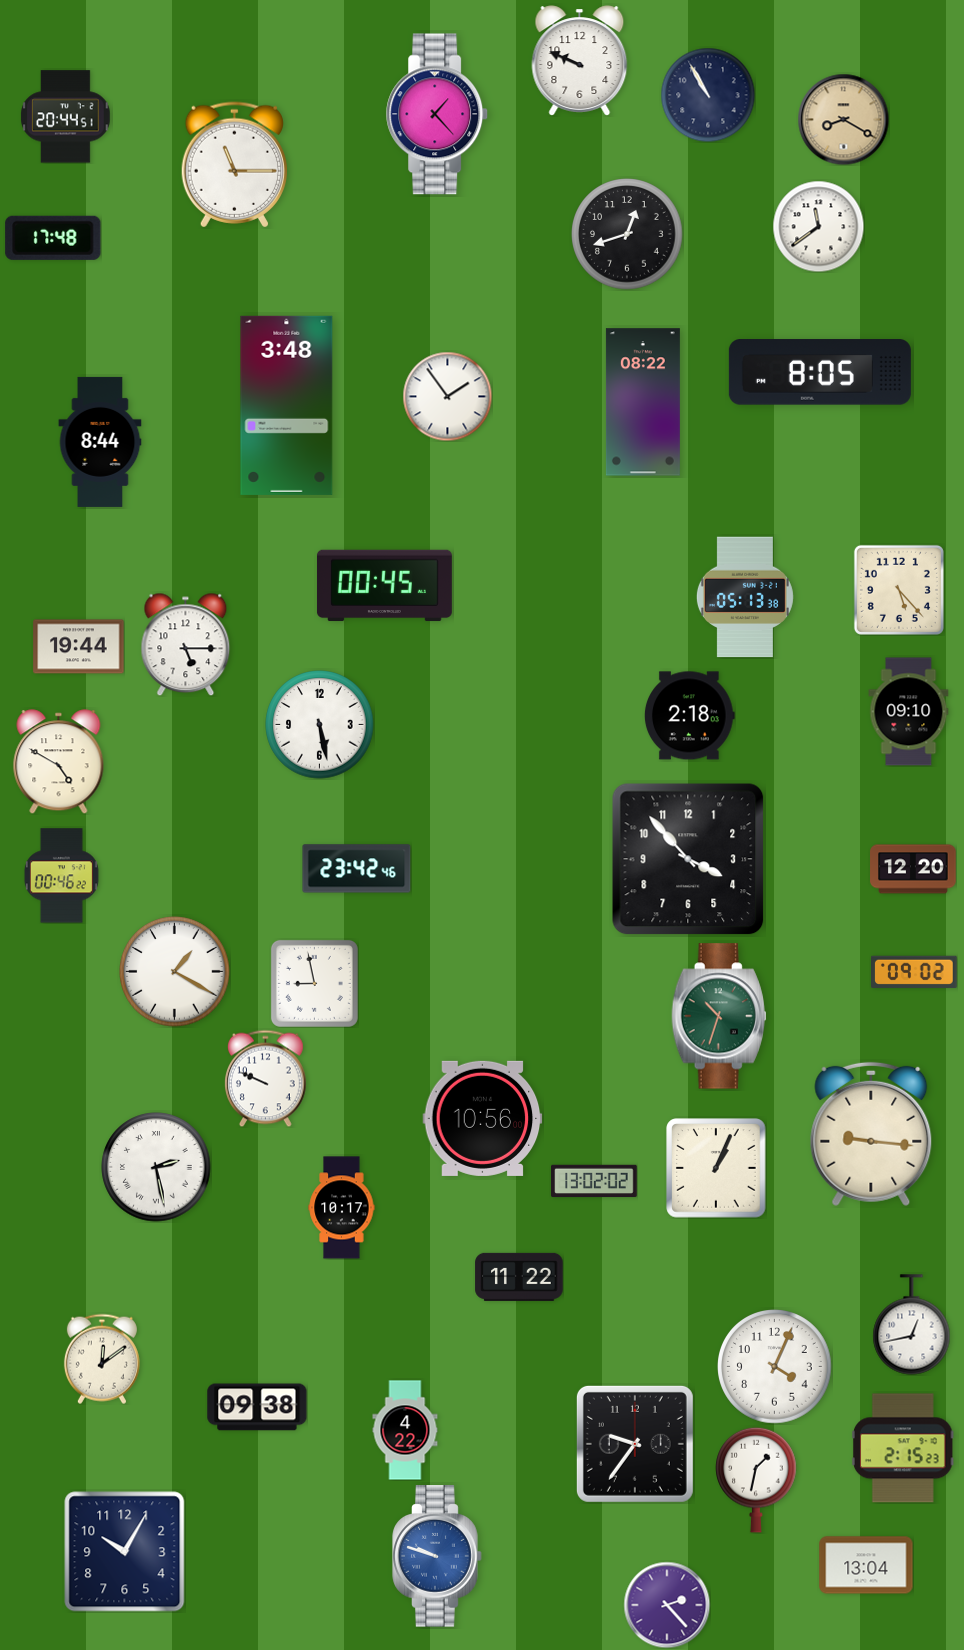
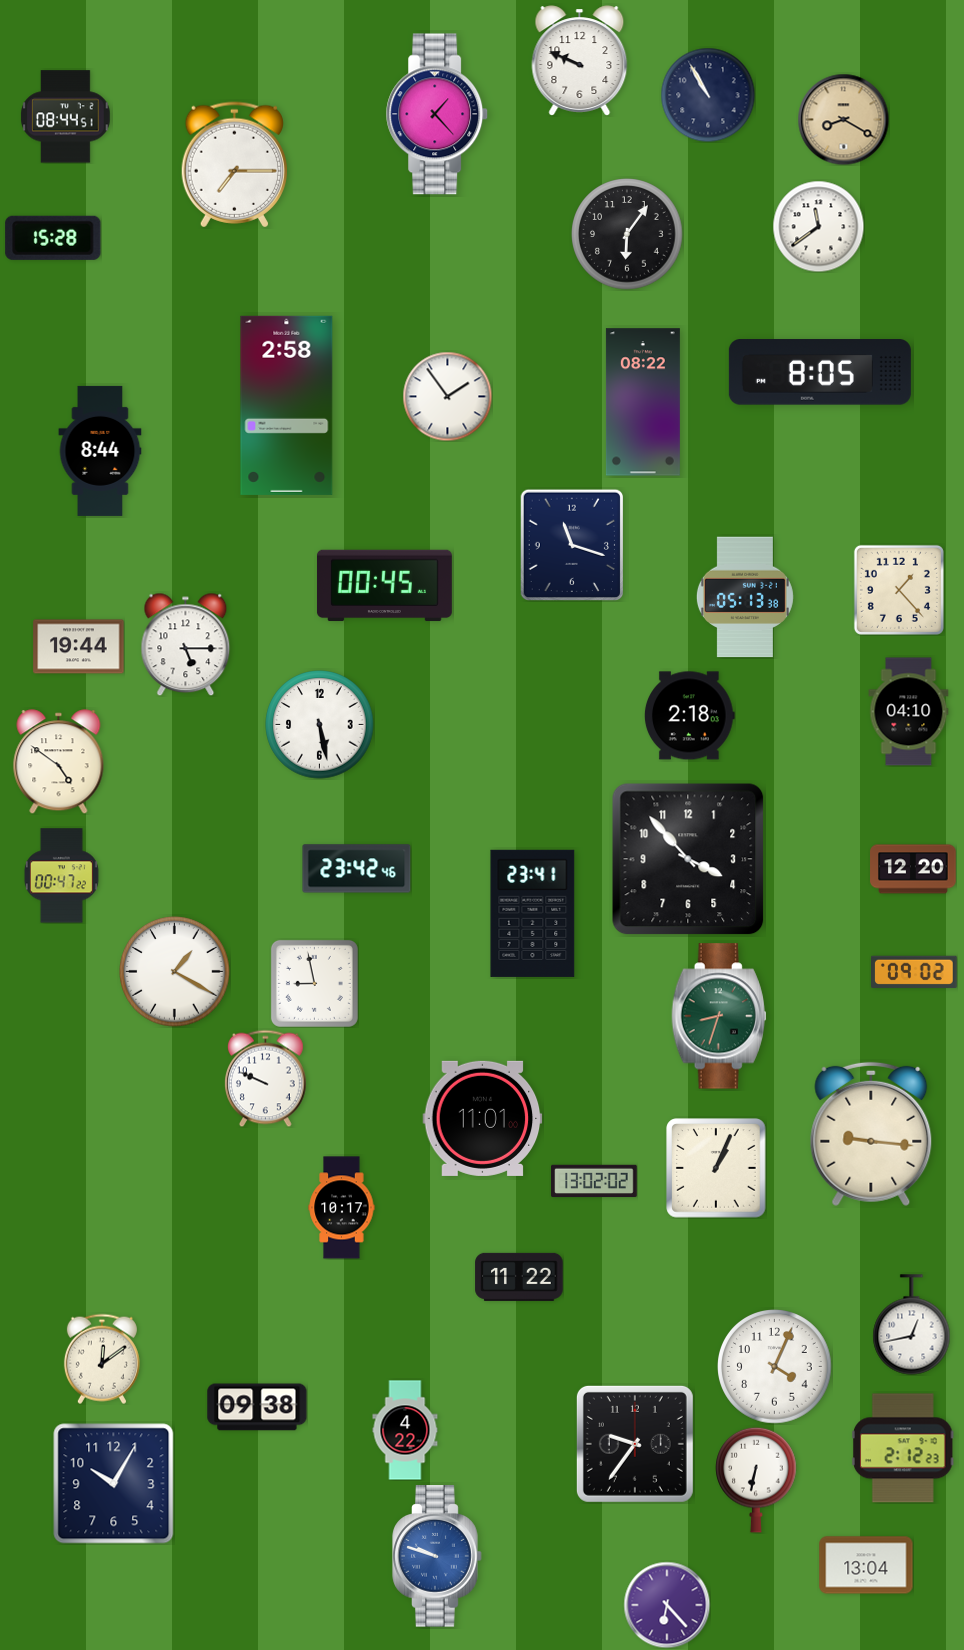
clock at (66, 117): 20:44 -> 08:44
clock at (234, 165): 11:15 -> 7:15
clock at (627, 234): 12:42 -> 6:06
clock at (53, 238): 17:48 -> 15:28
clock at (287, 405): 3:48 -> 2:58
clock at (100, 442) position: (100, 442) -> (100, 451)
clock at (571, 544): none -> 11:18
clock at (899, 590): 5:23 -> 1:23
clock at (909, 712): 09:10 -> 04:10
clock at (59, 762): 4:50 -> 4:51
clock at (61, 876): 00:46 -> 00:47
clock at (533, 913): none -> 23:41
clock at (719, 1016): 10:33 -> 8:33
clock at (483, 1118): 10:56 -> 11:01
clock at (156, 1167): 2:28 -> none
clock at (903, 1448): 2:15 -> 2:12
clock at (756, 1480): 1:32 -> 6:32
clock at (125, 1552) position: (125, 1552) -> (114, 1484)
clock at (667, 1605): 2:23 -> 6:23
